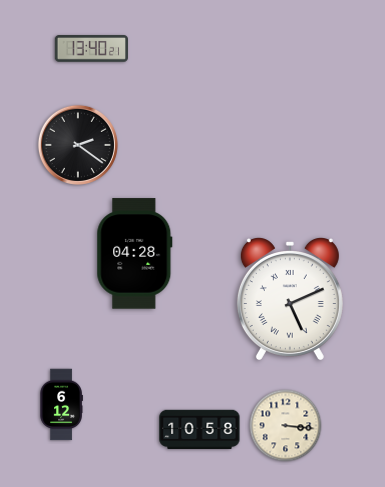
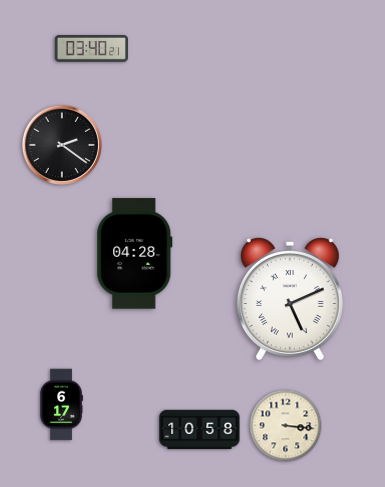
clock at (91, 49): 13:40 -> 03:40
clock at (78, 145) position: (78, 145) -> (62, 145)
clock at (61, 405): 6:12 -> 6:17
